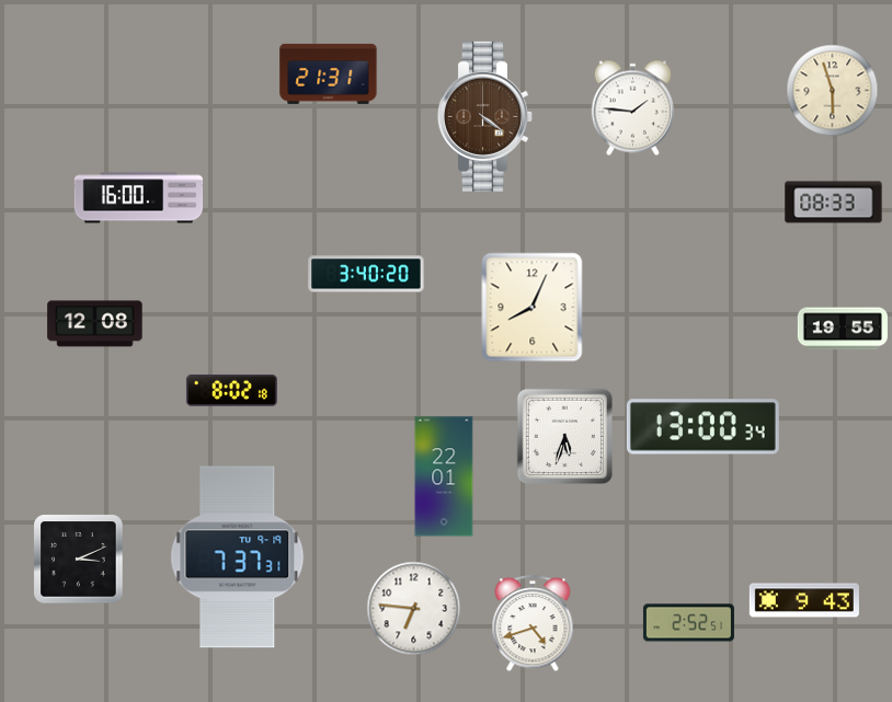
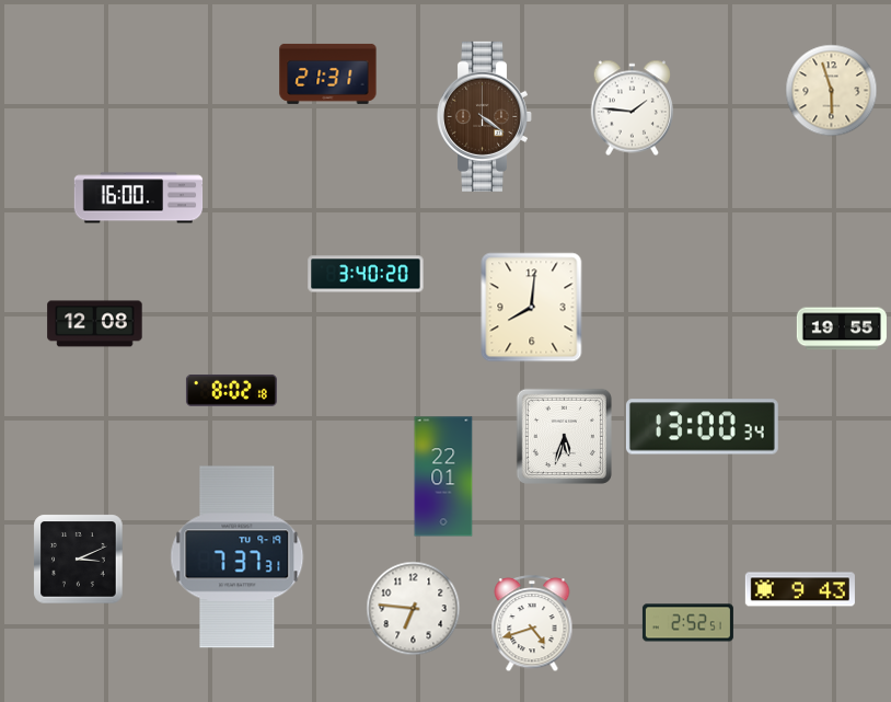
clock at (834, 203): 08:33 -> none
clock at (533, 308): 8:04 -> 8:01
clock at (804, 600) position: (804, 600) -> (800, 589)
